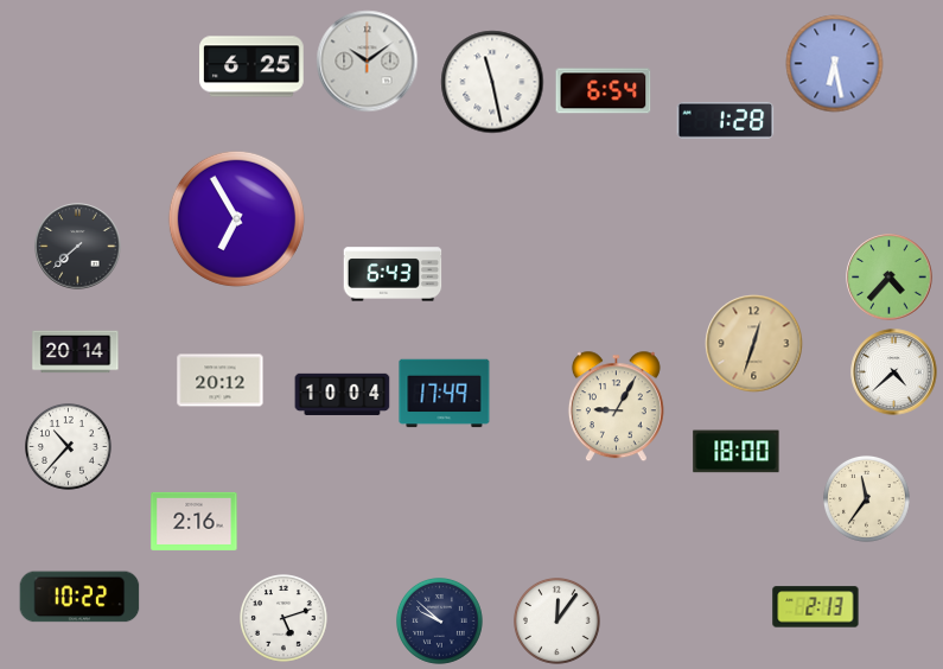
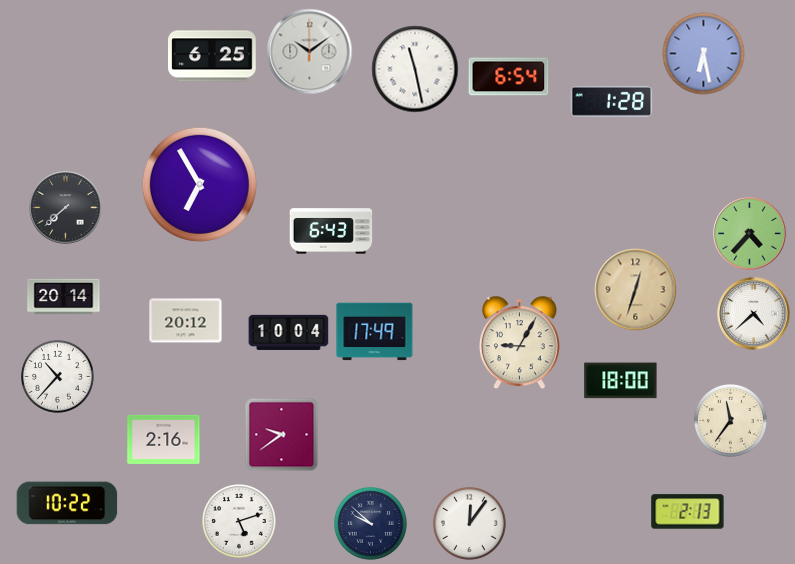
clock at (282, 435): none -> 9:39
